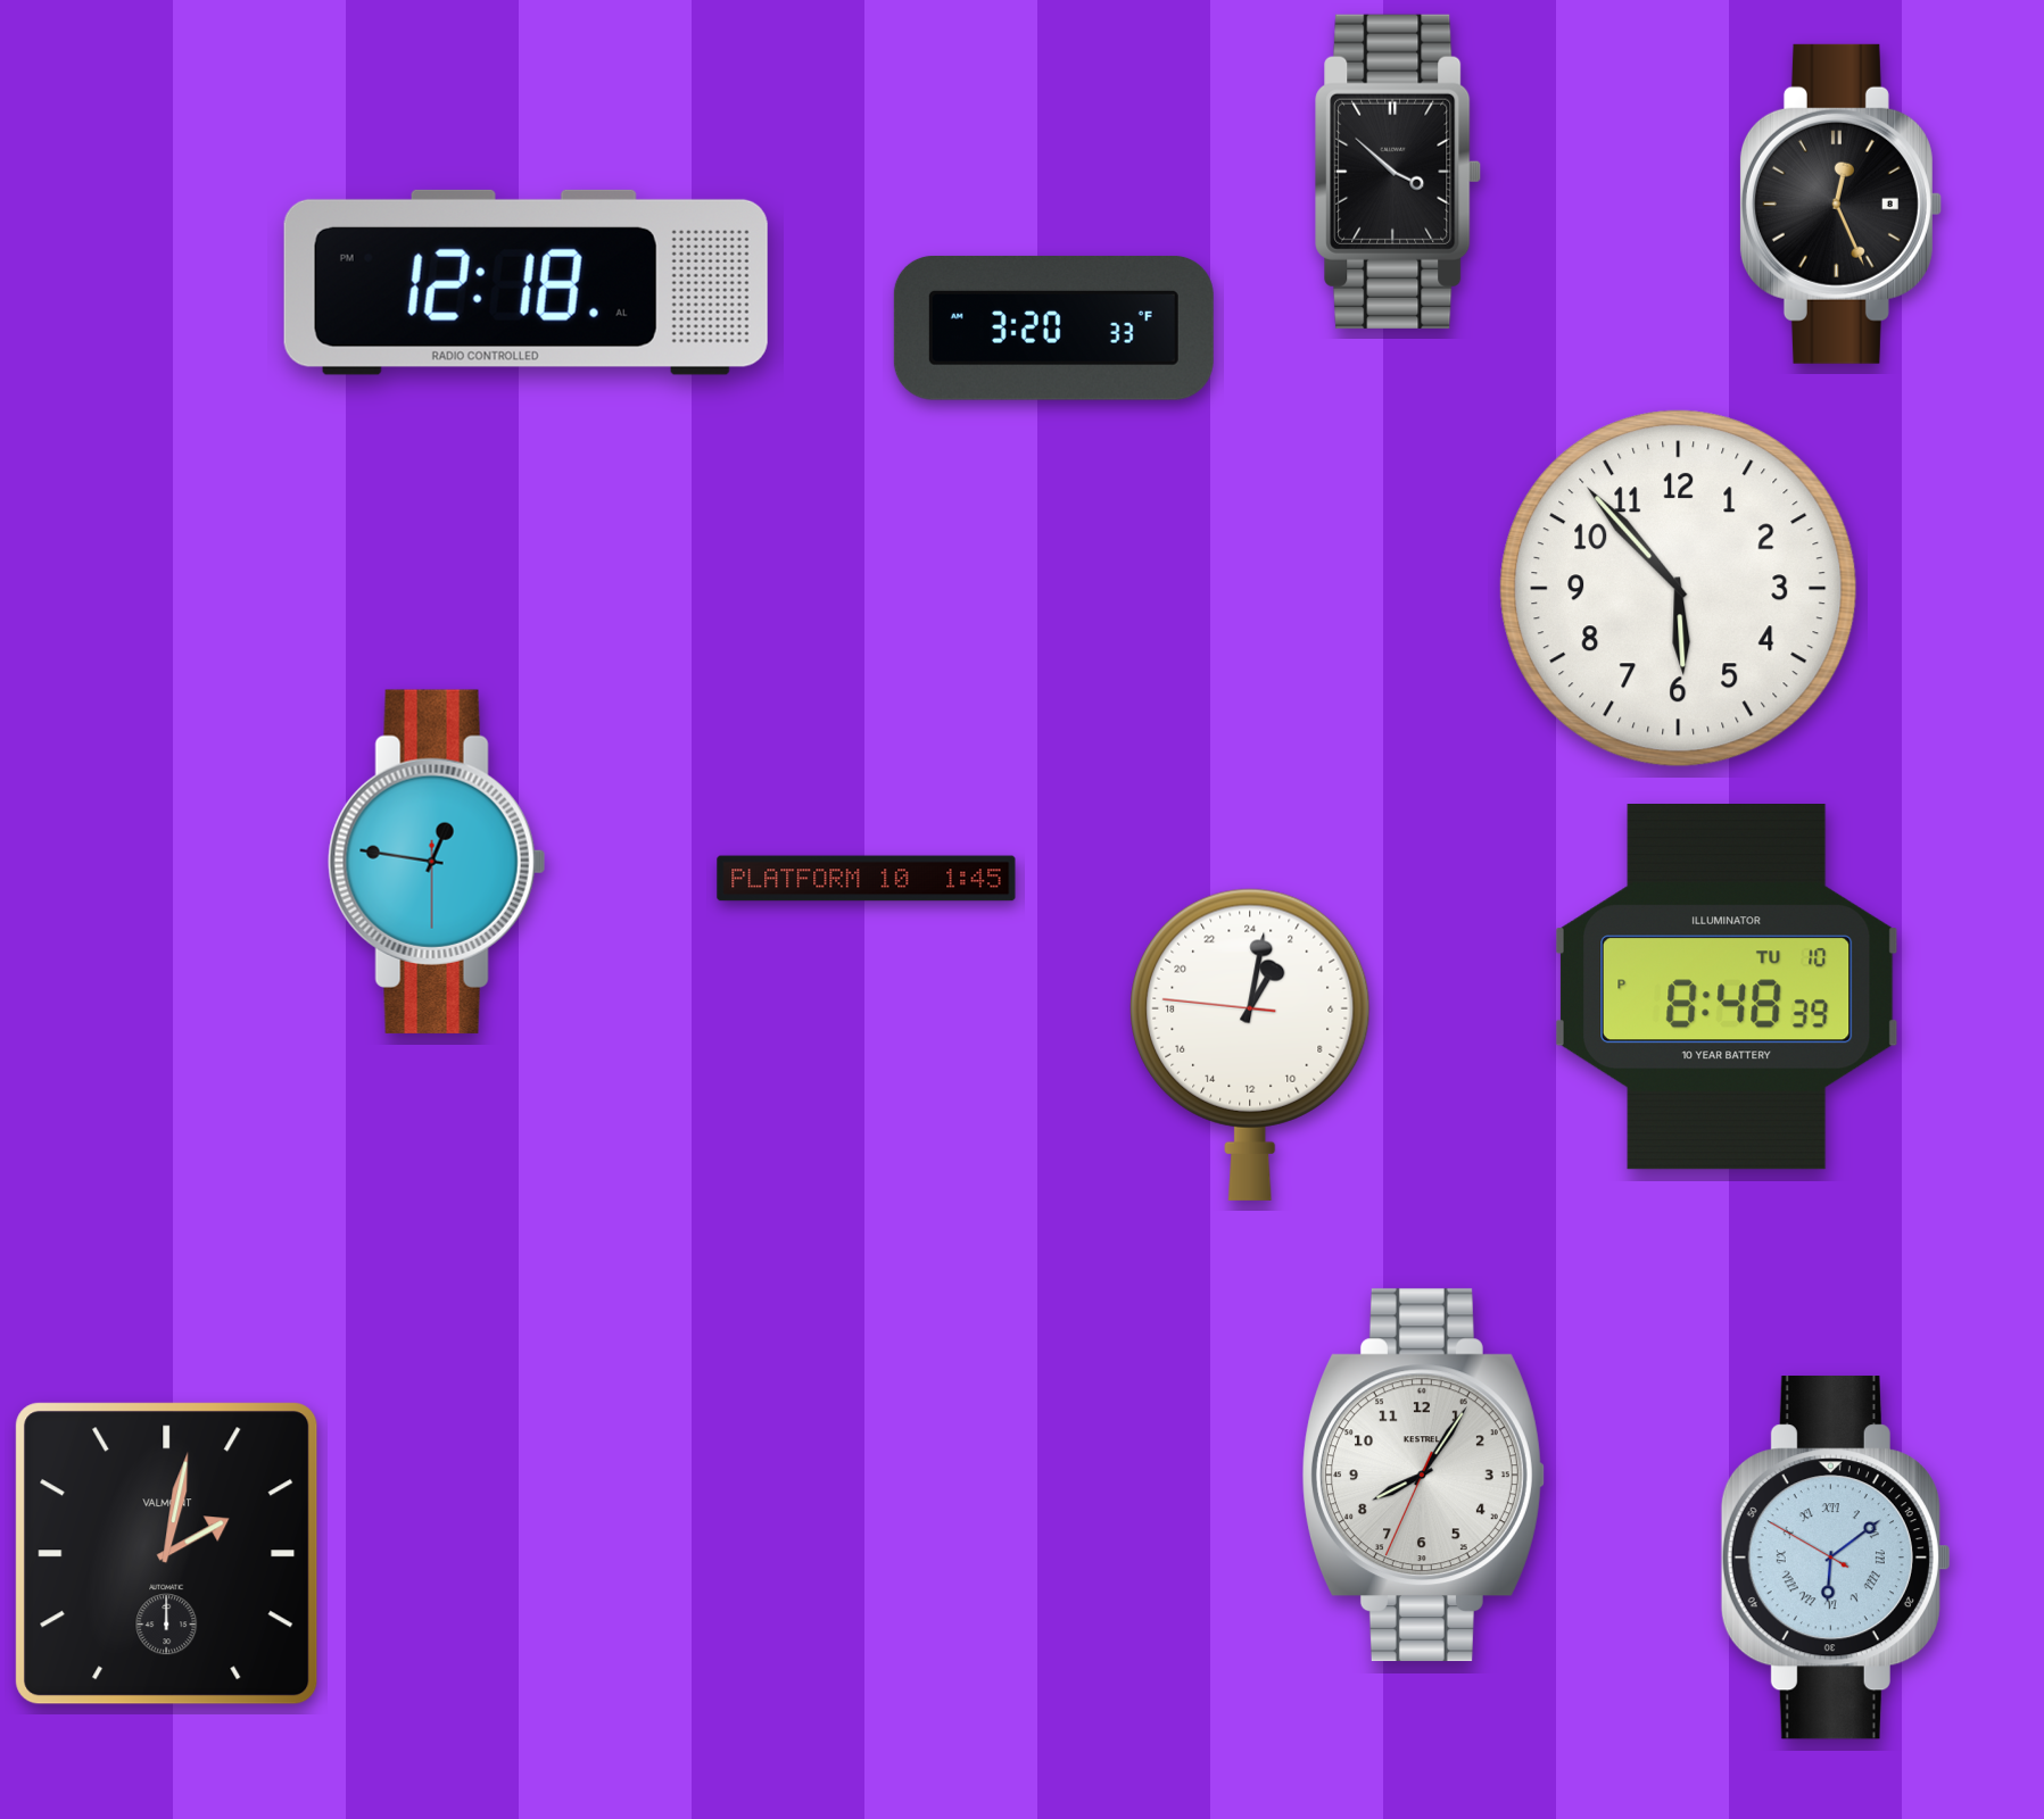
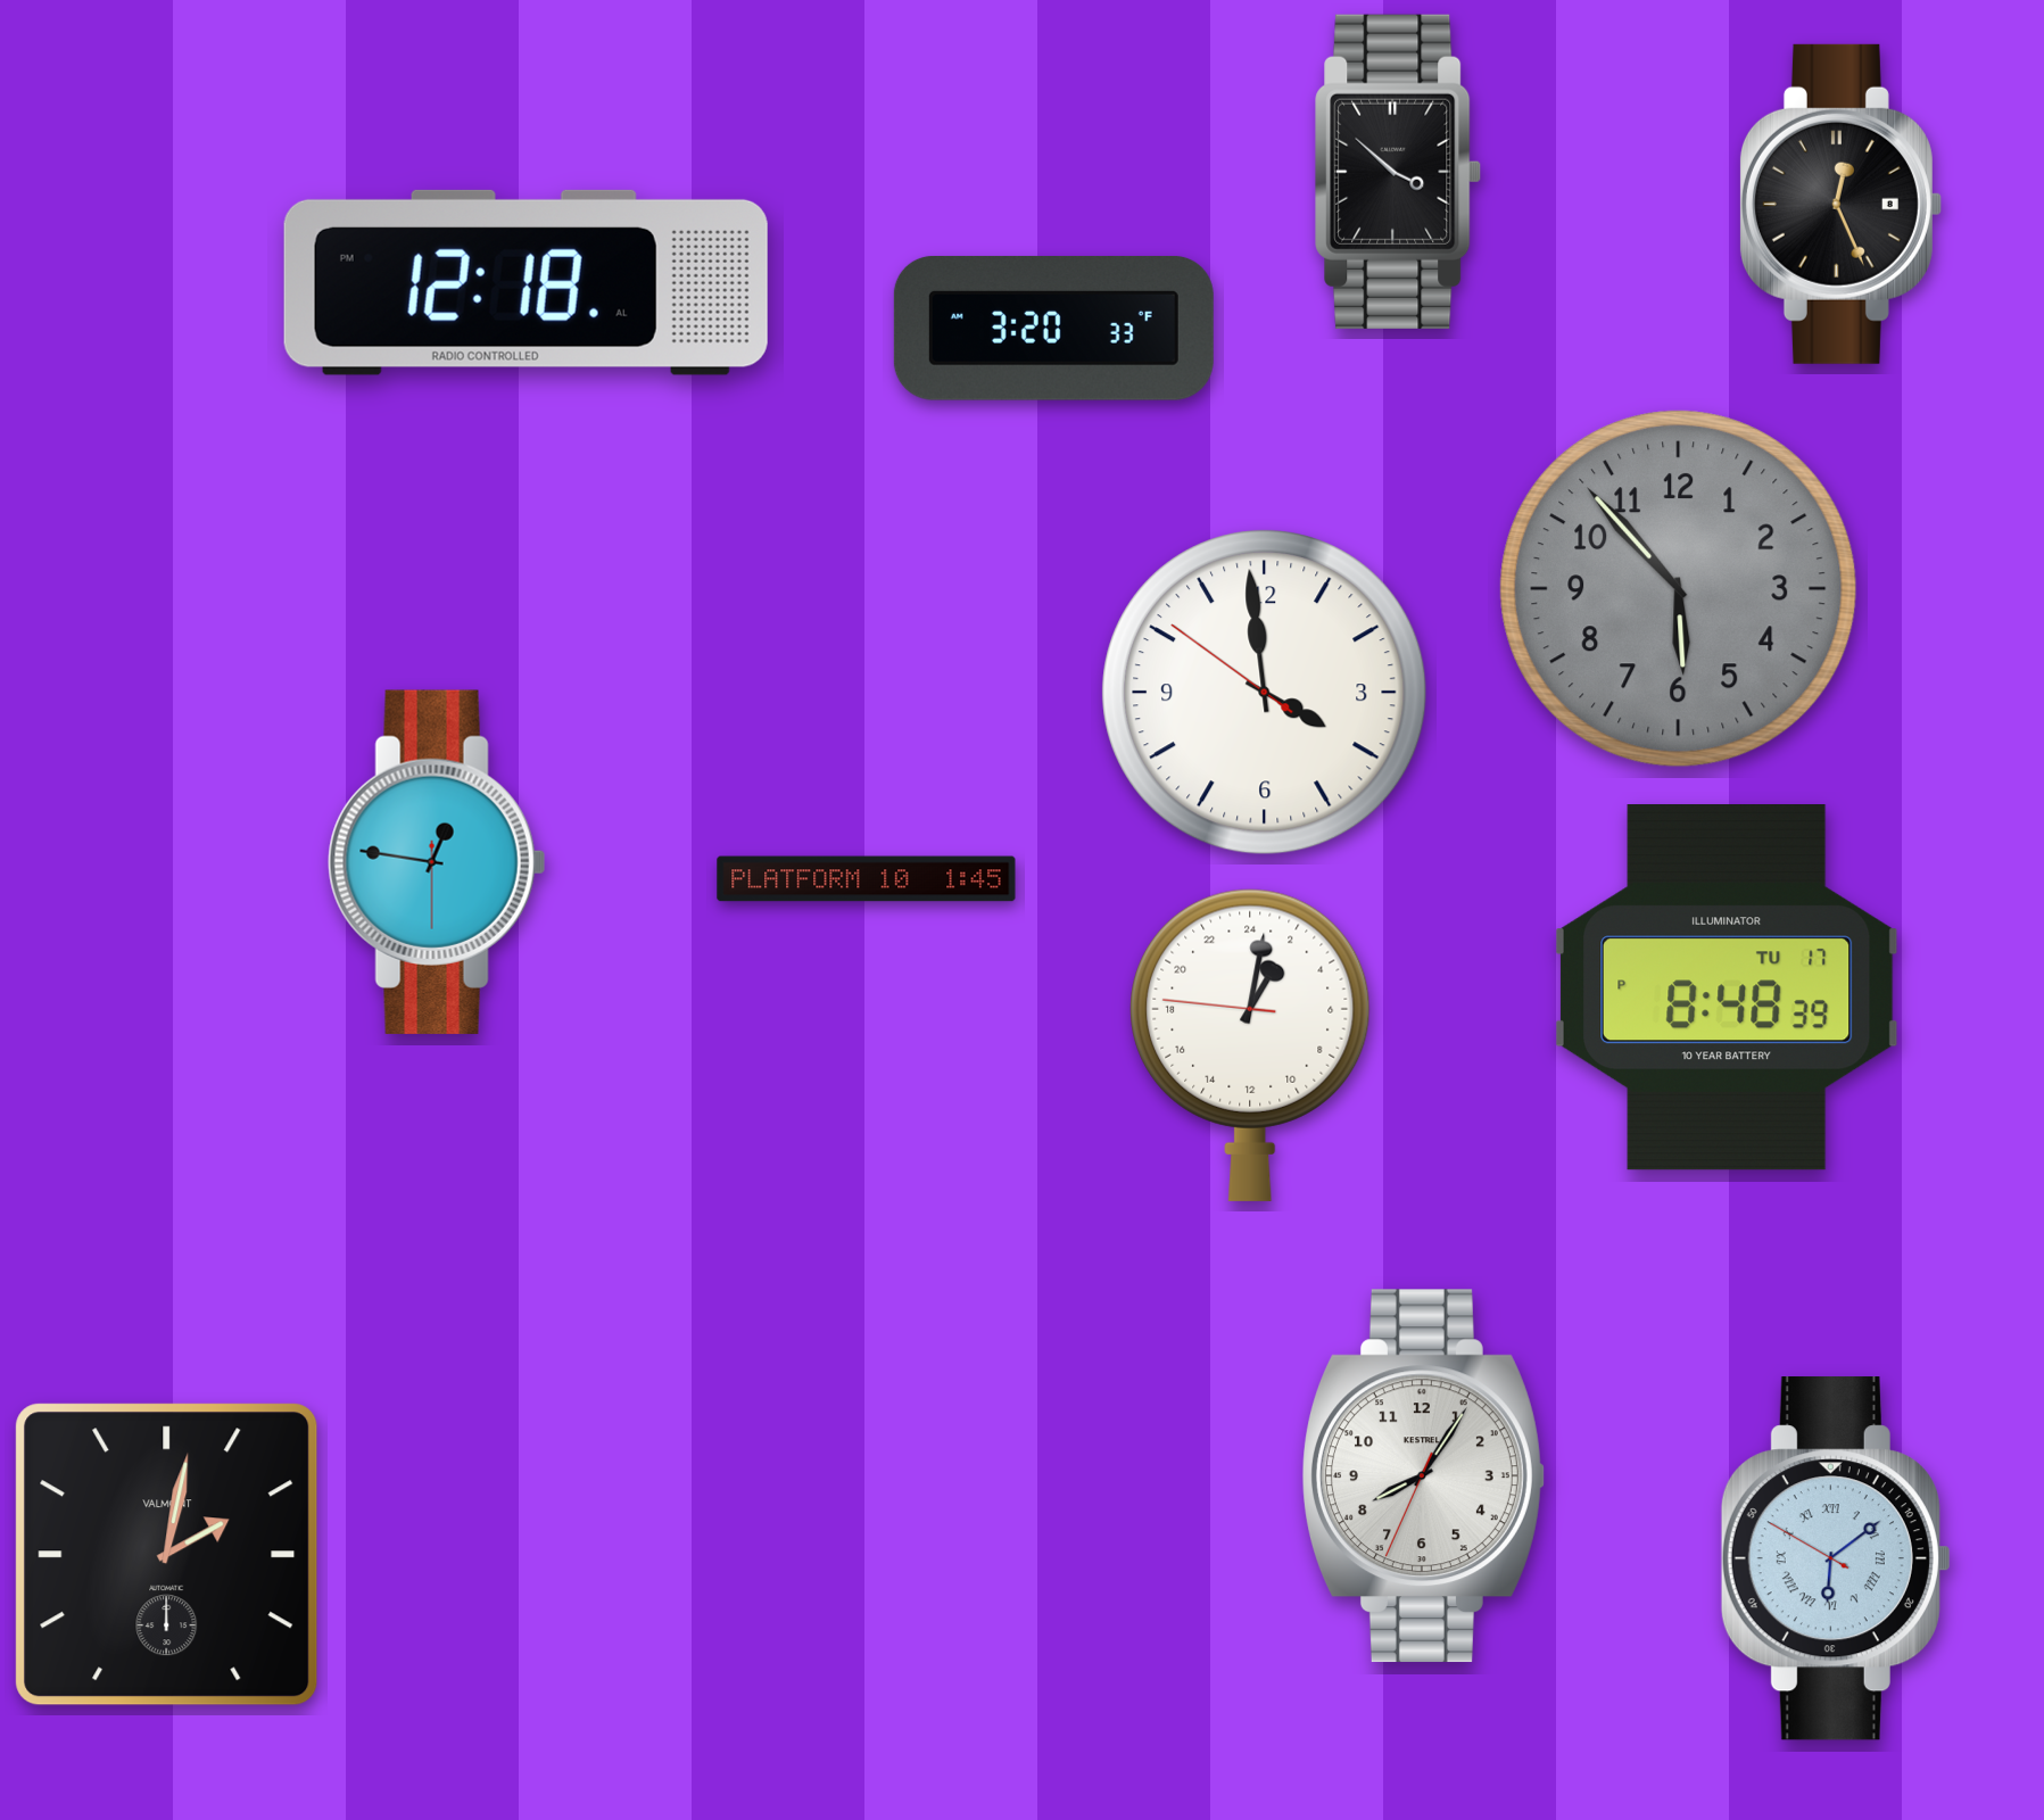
clock at (1679, 589) dial: white -> grey
clock at (1265, 693): none -> 3:58
clock at (1728, 987) date: TU 10 -> TU 17
